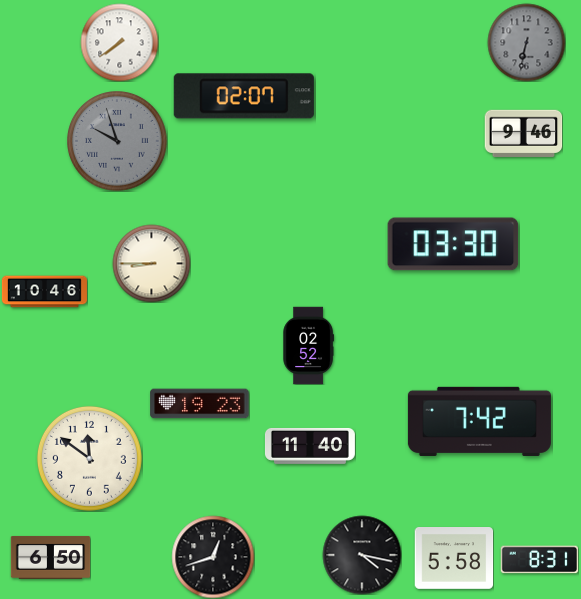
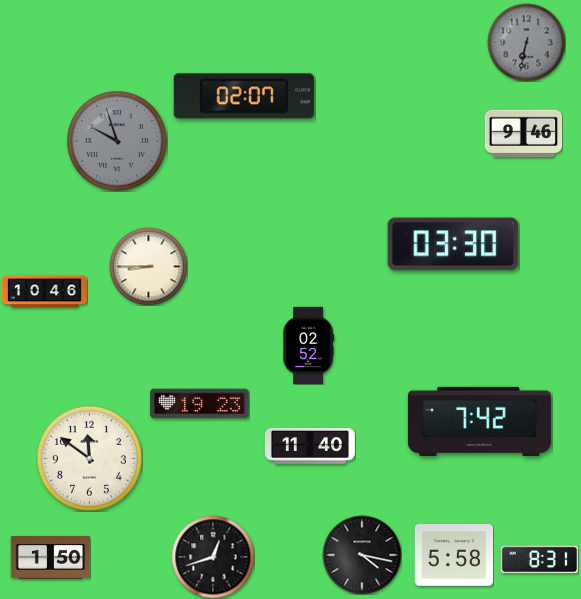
clock at (119, 42): 7:39 -> none
clock at (151, 263) position: (151, 263) -> (148, 266)
clock at (50, 557): 6:50 -> 1:50
clock at (454, 559) position: (454, 559) -> (454, 556)
